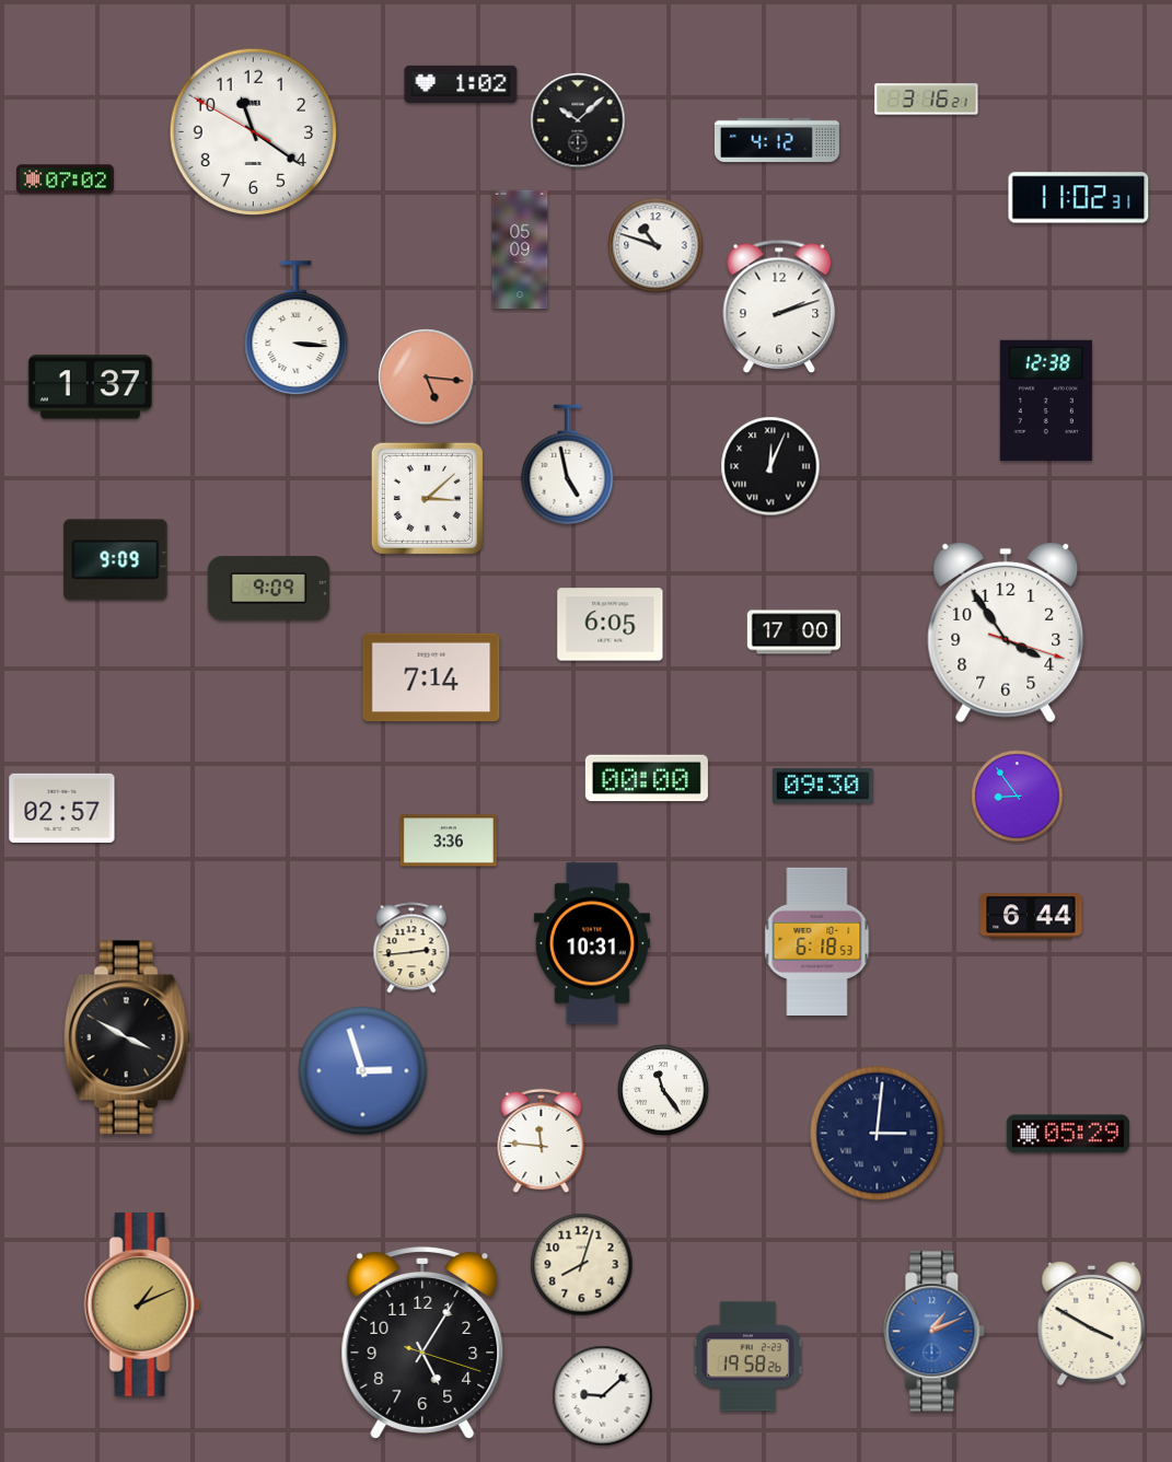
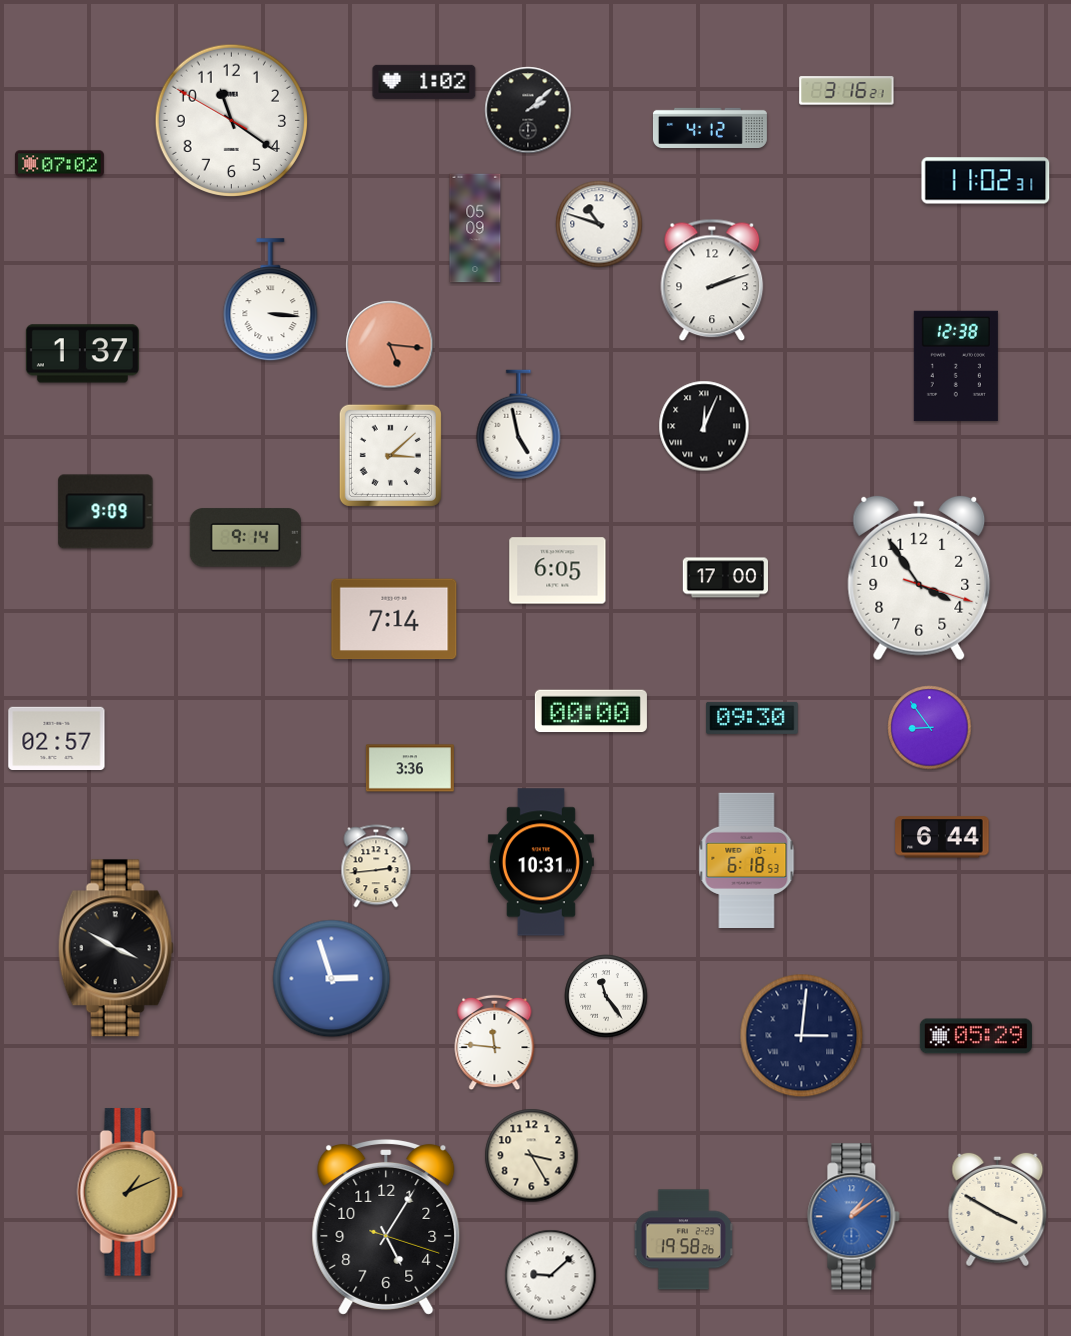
clock at (461, 84) position: (461, 84) -> (424, 82)
clock at (578, 120): 10:08 -> 2:08
clock at (268, 589): 9:09 -> 9:14
clock at (582, 1265): 8:03 -> 3:25
clock at (935, 1332): 1:11 -> 1:09
